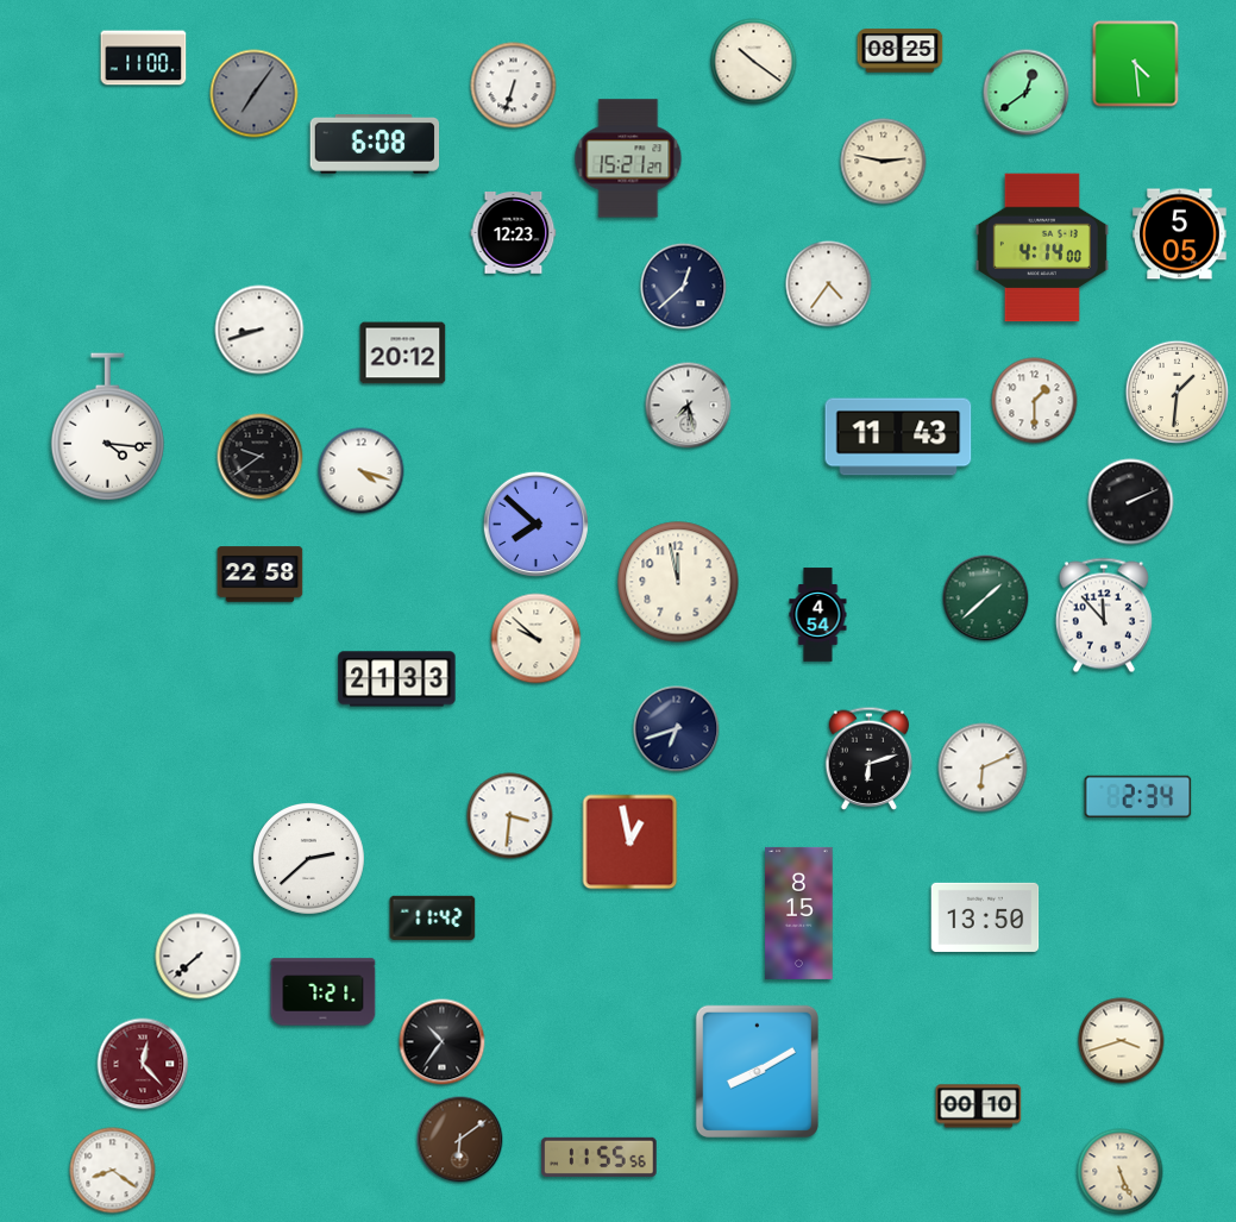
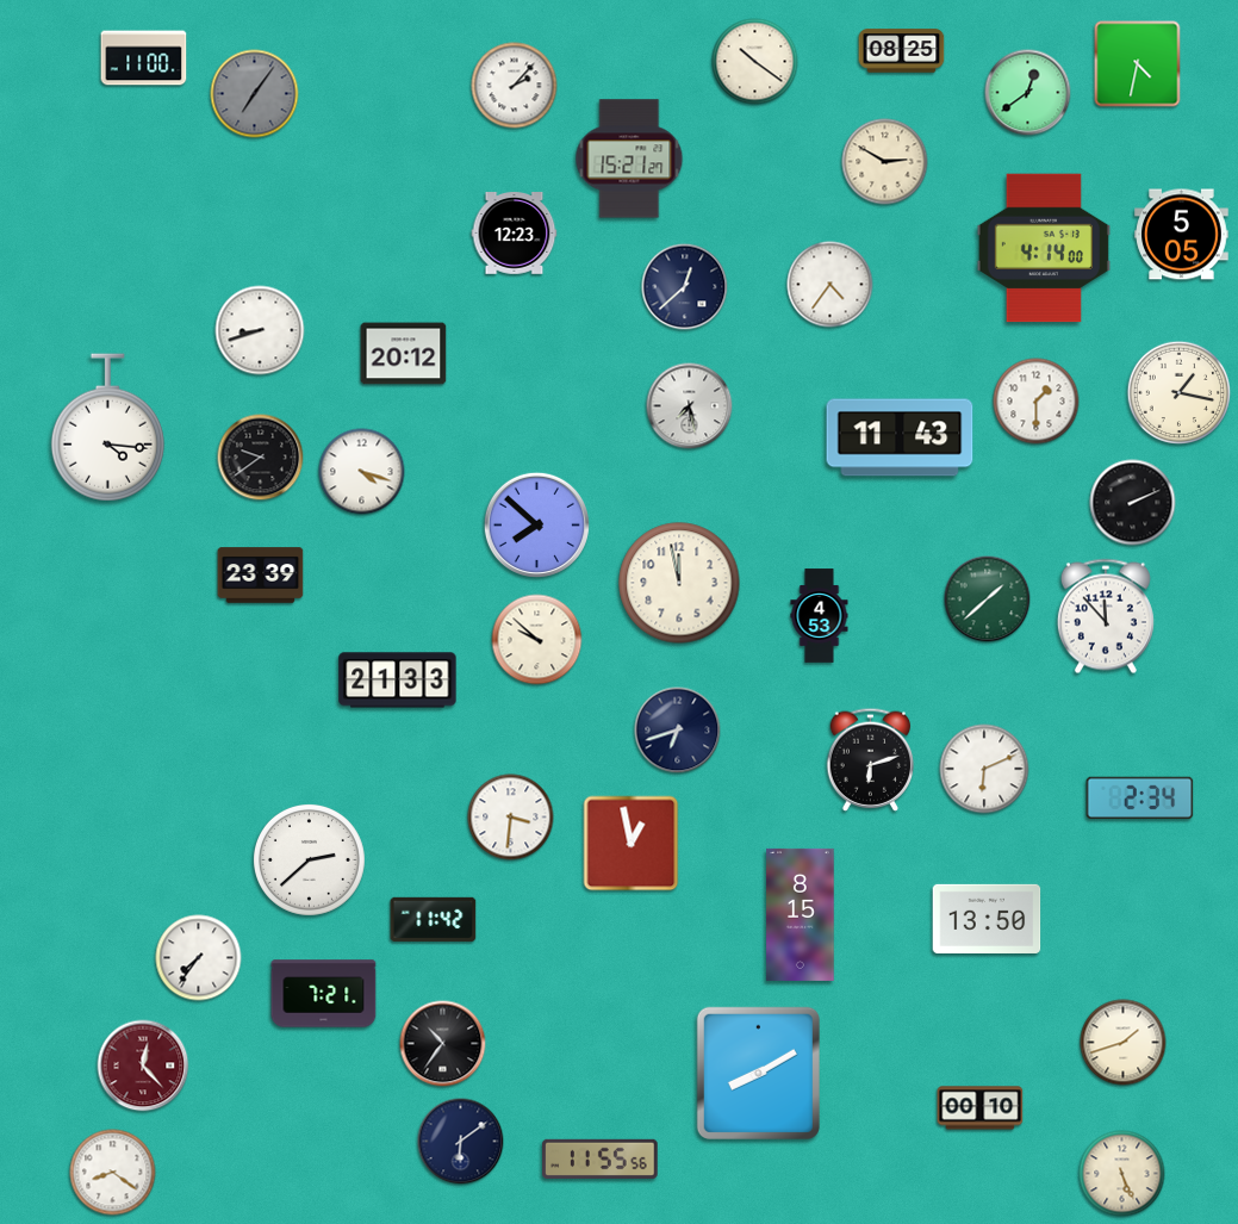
clock at (1136, 64): 4:29 -> 4:32
clock at (514, 86): 6:33 -> 2:07
clock at (375, 145): 6:08 -> none
clock at (884, 162): 2:47 -> 2:50
clock at (1178, 393): 1:31 -> 1:17
clock at (261, 575): 22:58 -> 23:39
clock at (818, 615): 4:54 -> 4:53
clock at (199, 957): 7:38 -> 7:36
clock at (1122, 1041): 3:42 -> 1:42
clock at (460, 1140) dial: brown -> navy
